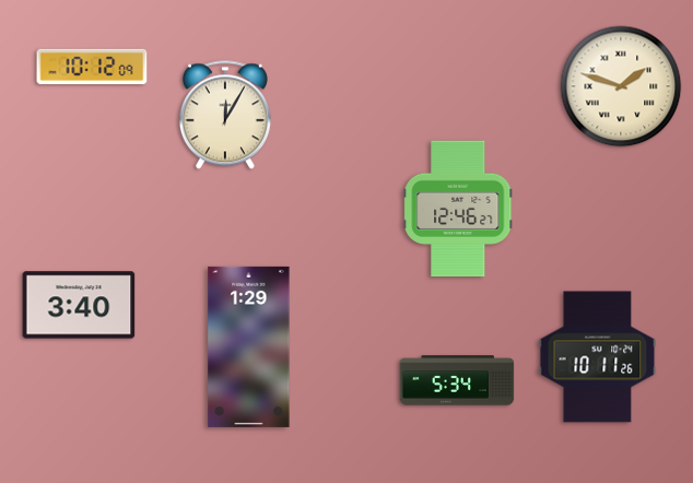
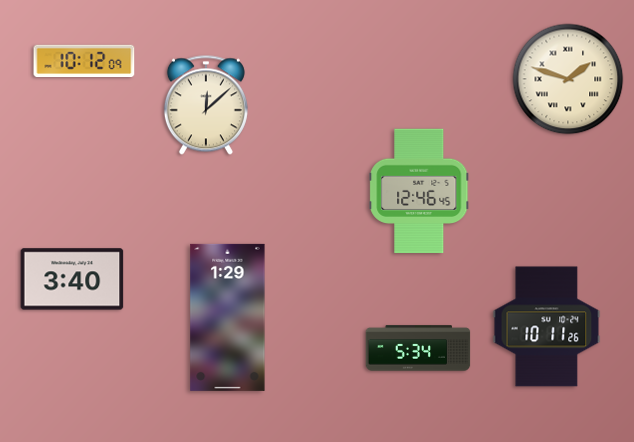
clock at (225, 115): 12:05 -> 12:08
clock at (458, 209): 12:46:27 -> 12:46:45
